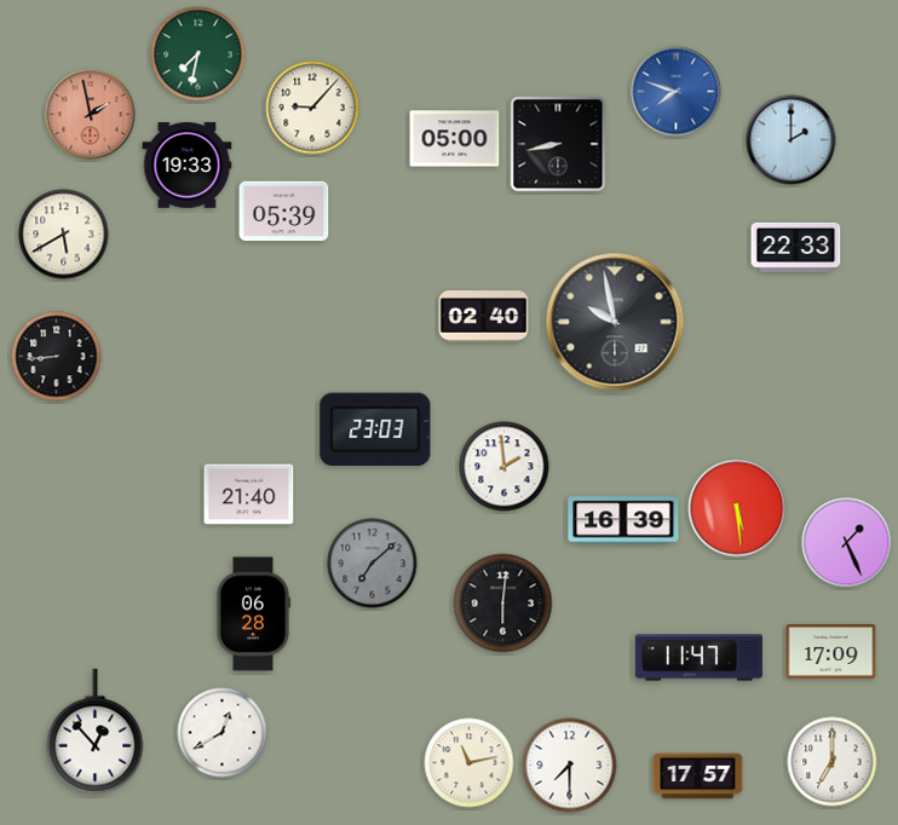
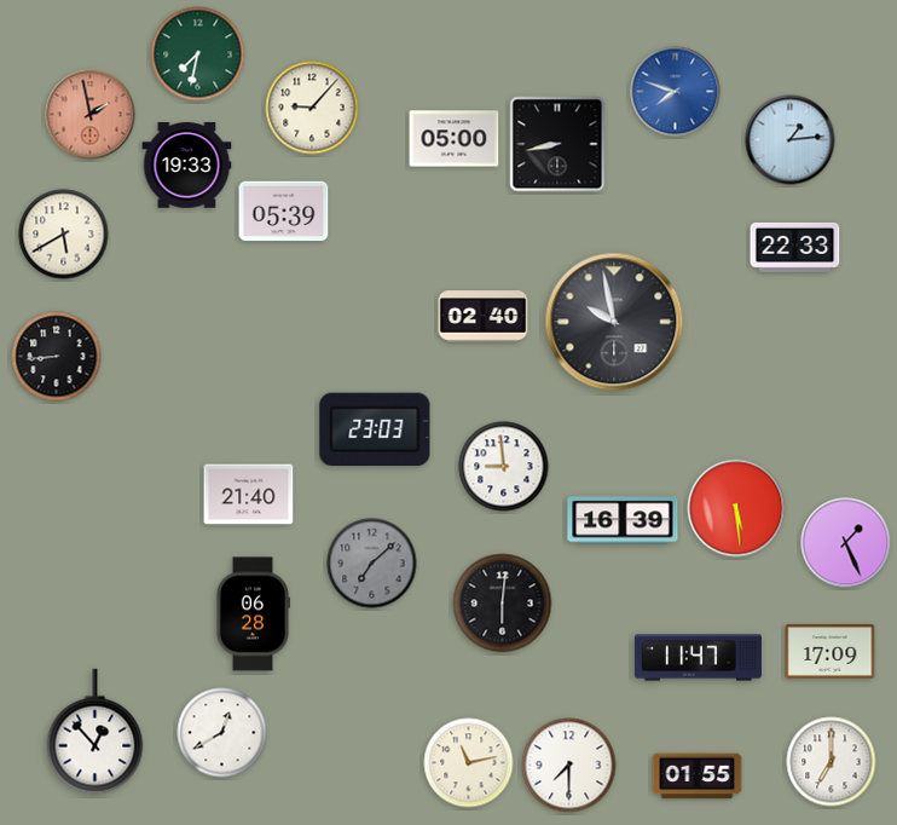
clock at (791, 140): 2:00 -> 1:14
clock at (505, 467): 1:59 -> 8:59
clock at (698, 777): 17:57 -> 01:55
